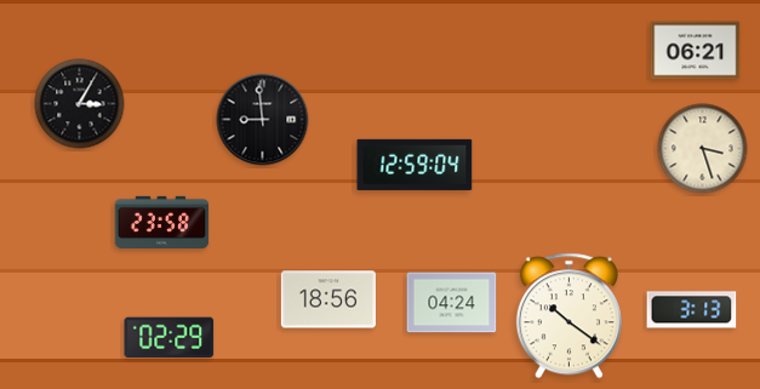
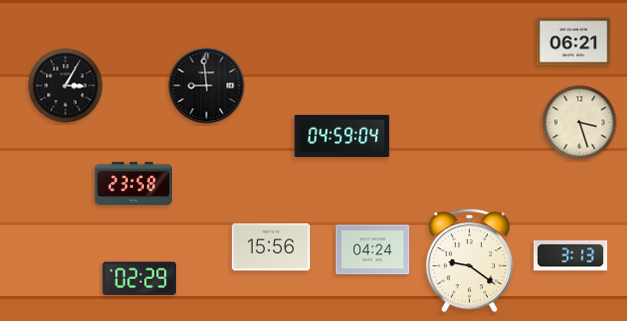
clock at (263, 120) position: (263, 120) -> (207, 86)
clock at (415, 165): 12:59 -> 04:59
clock at (328, 299): 18:56 -> 15:56
clock at (568, 316): 10:21 -> 9:21
